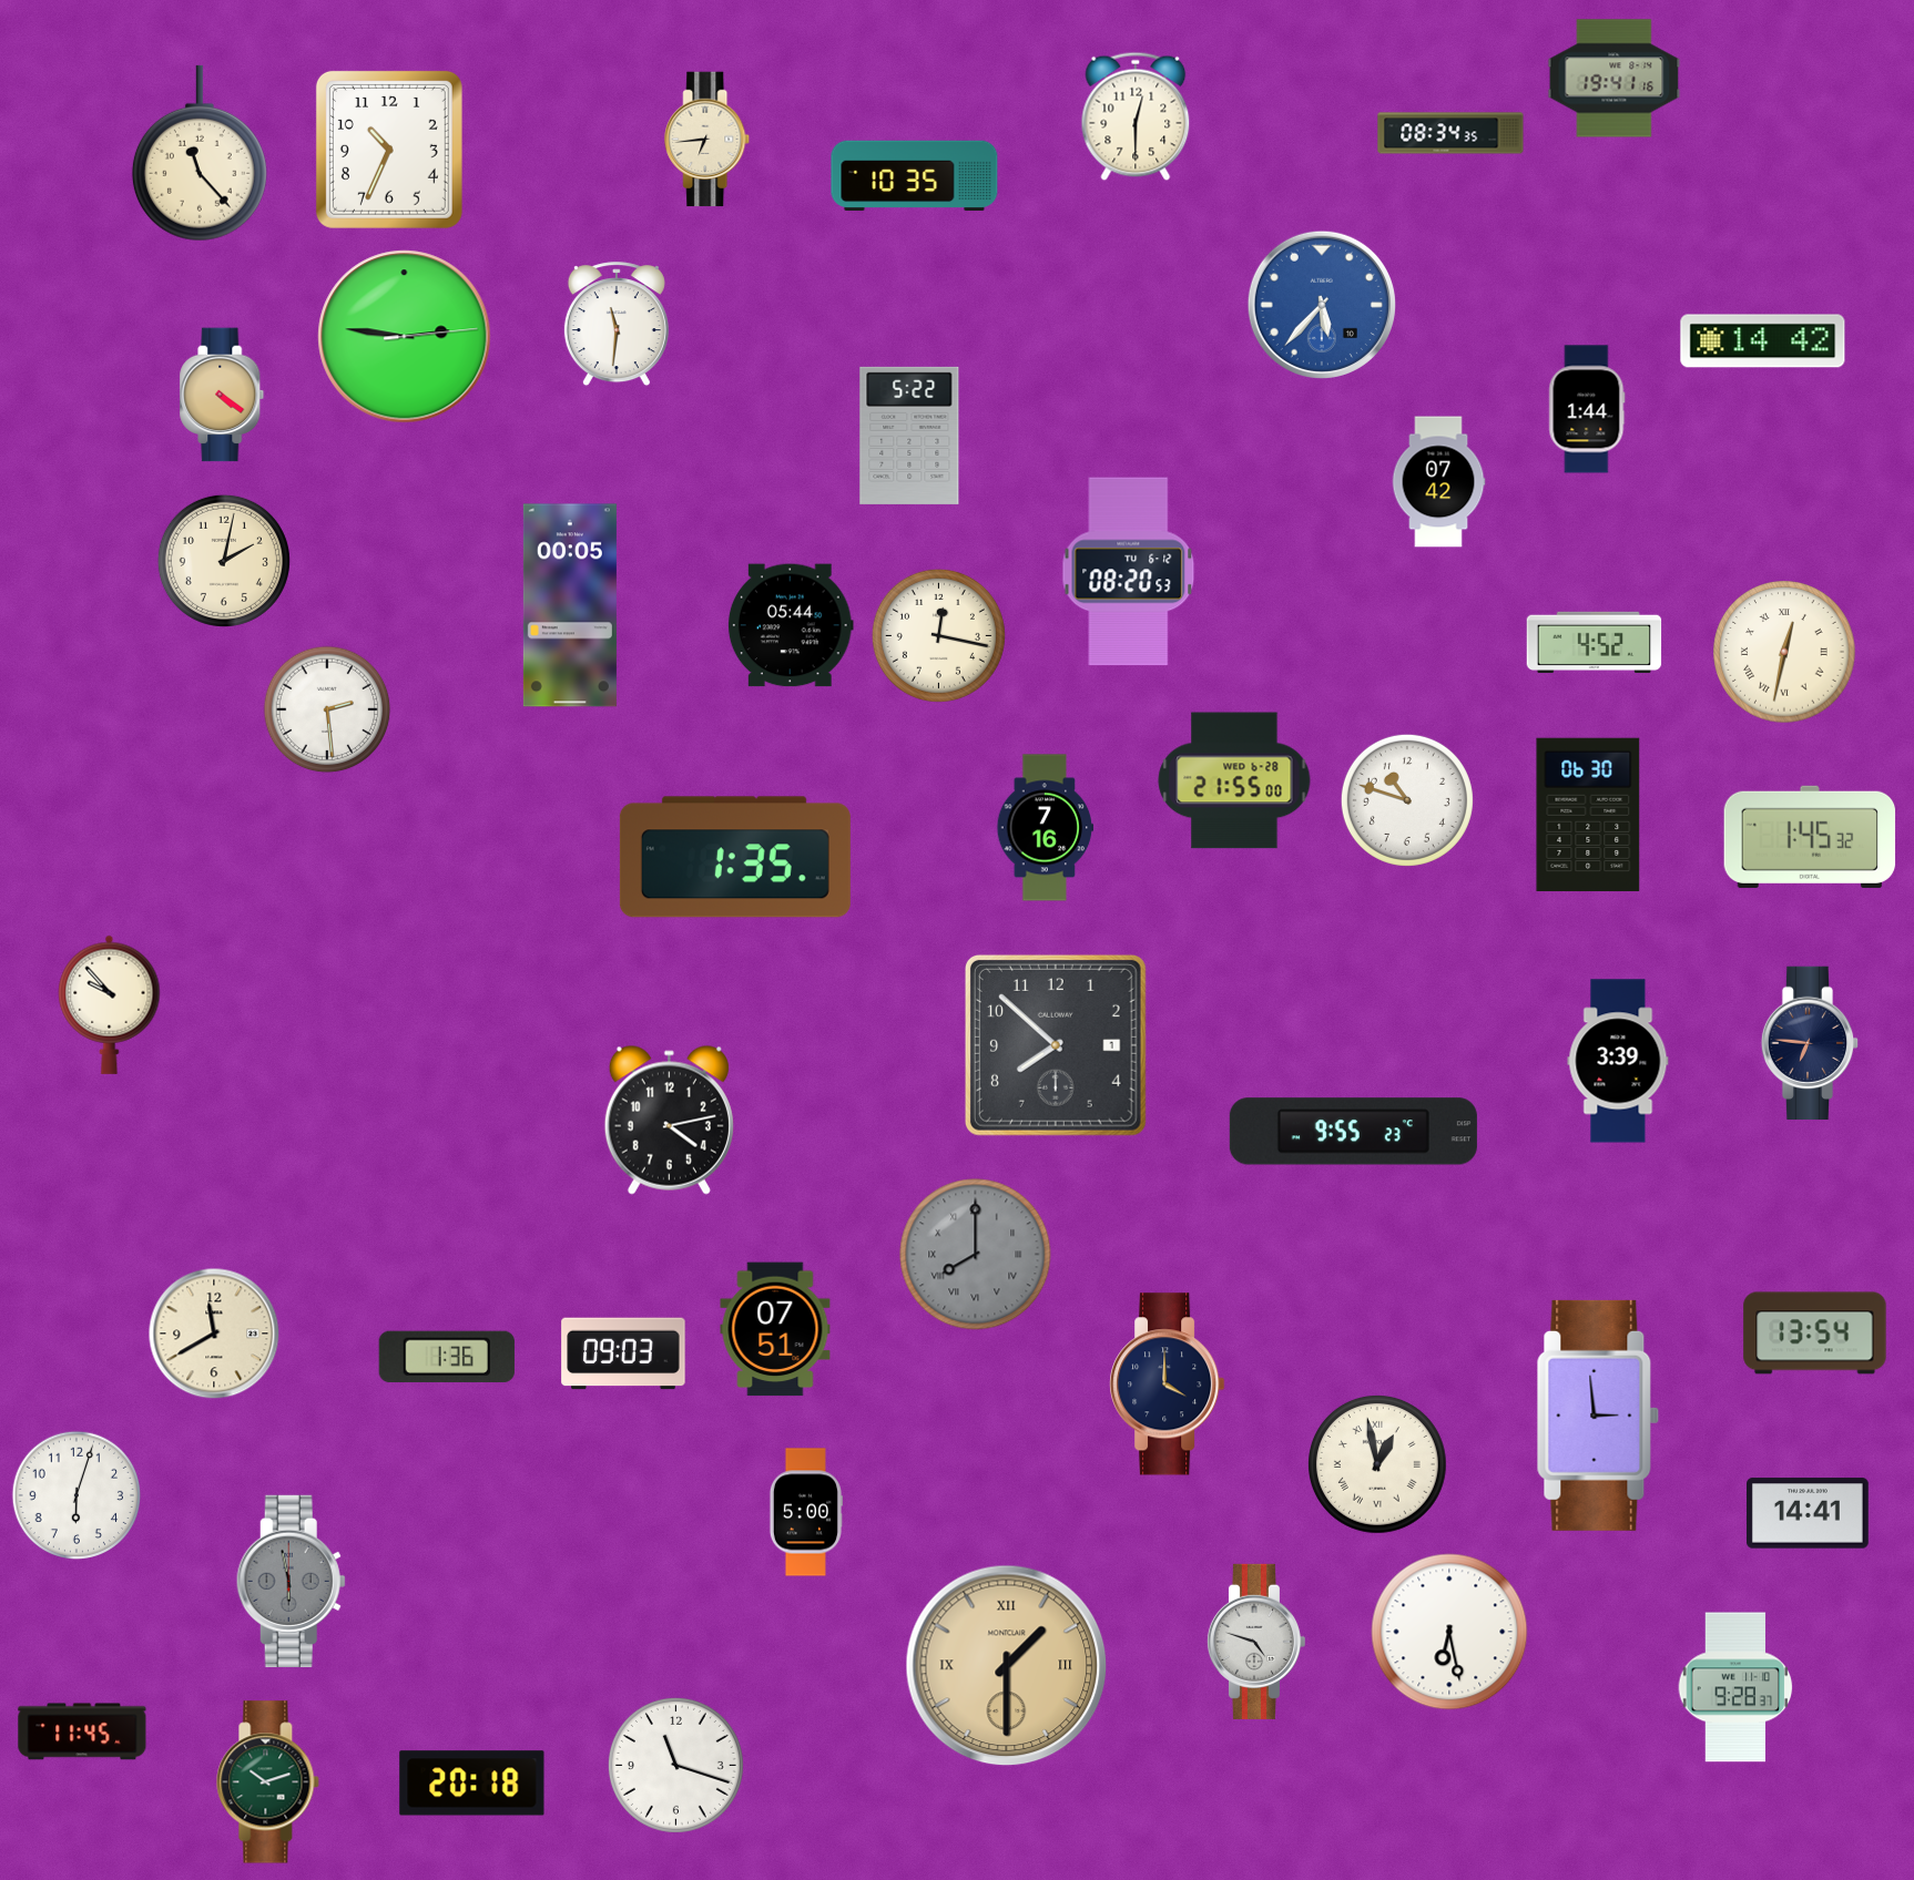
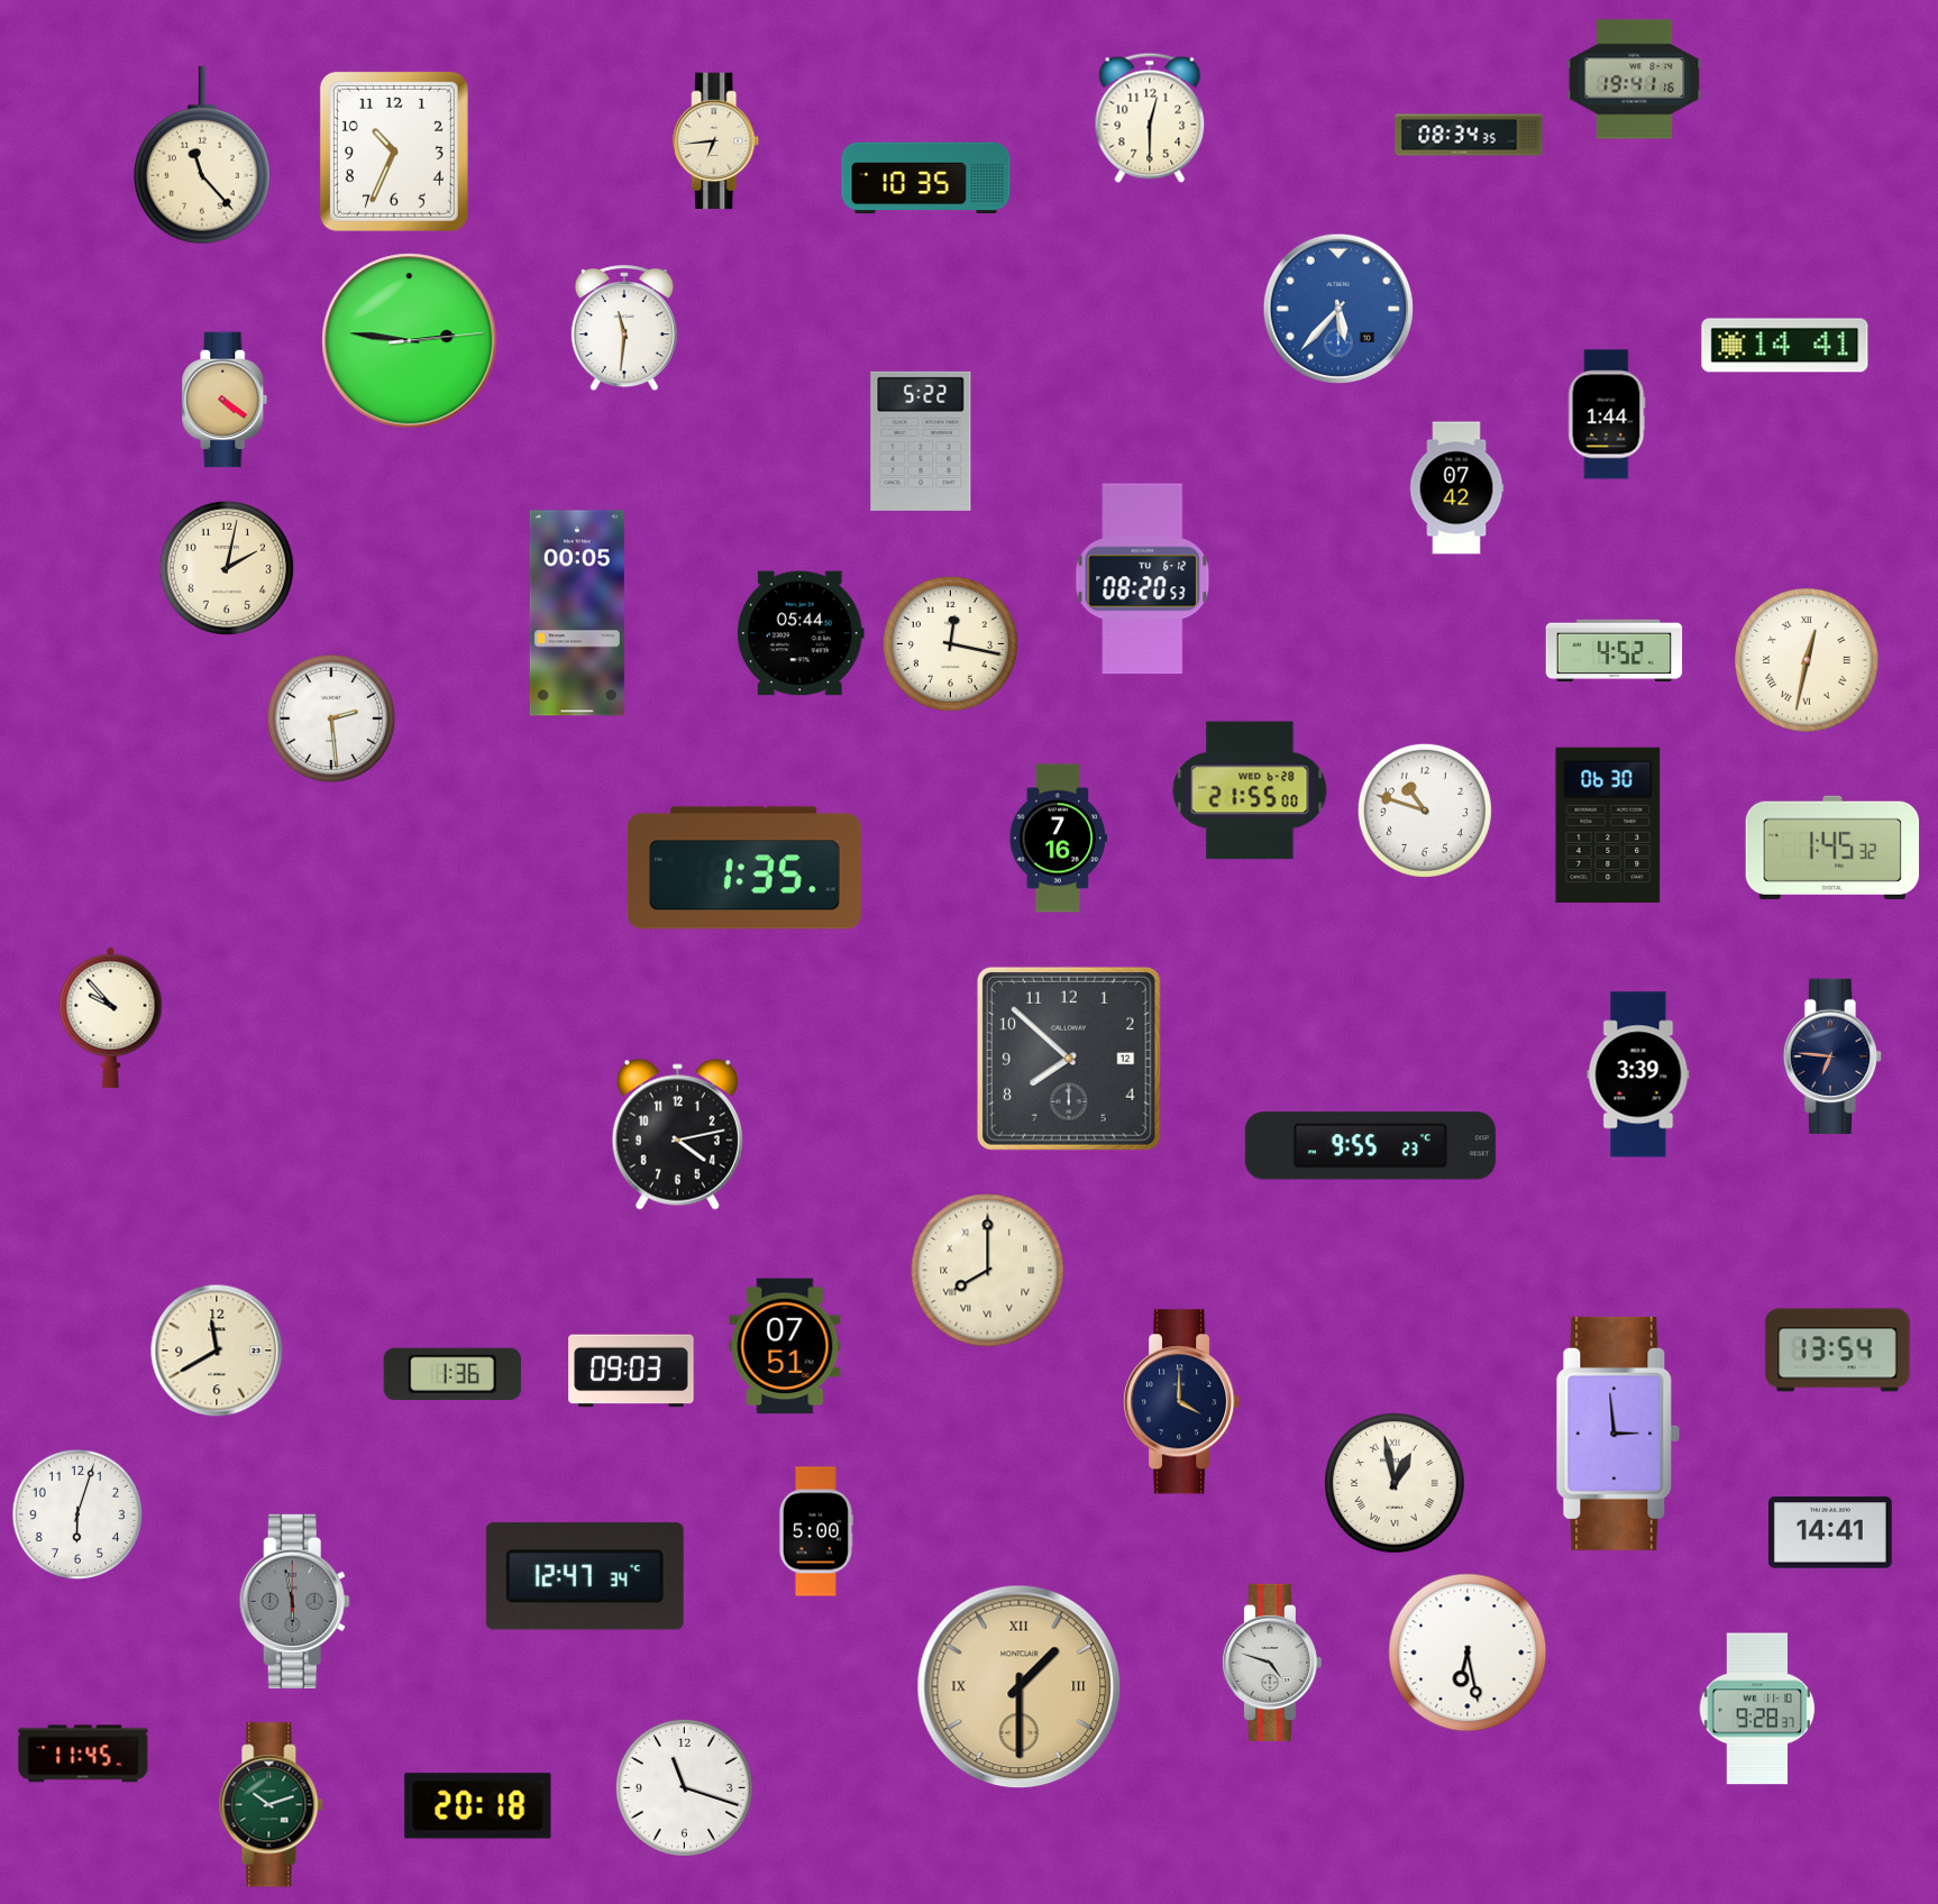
clock at (1763, 341): 14:42 -> 14:41
clock at (1056, 1045) date: 1 -> 12
clock at (976, 1255) dial: grey -> cream
clock at (585, 1576): none -> 12:47
